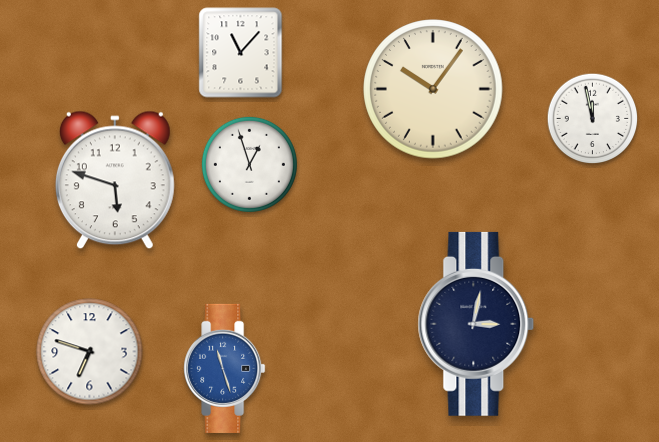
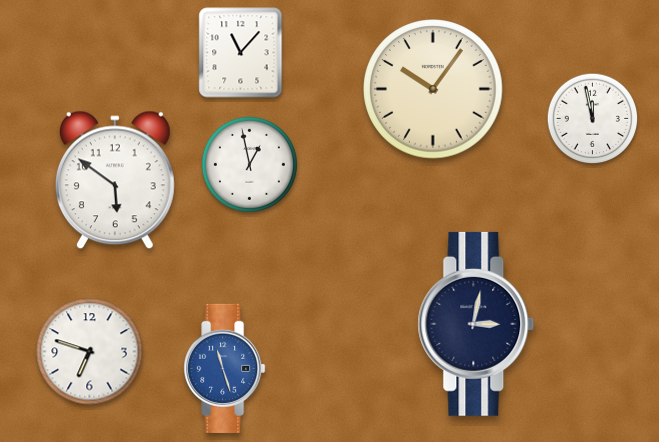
clock at (249, 164): 12:57 -> 12:58
clock at (115, 180): 5:48 -> 5:51
